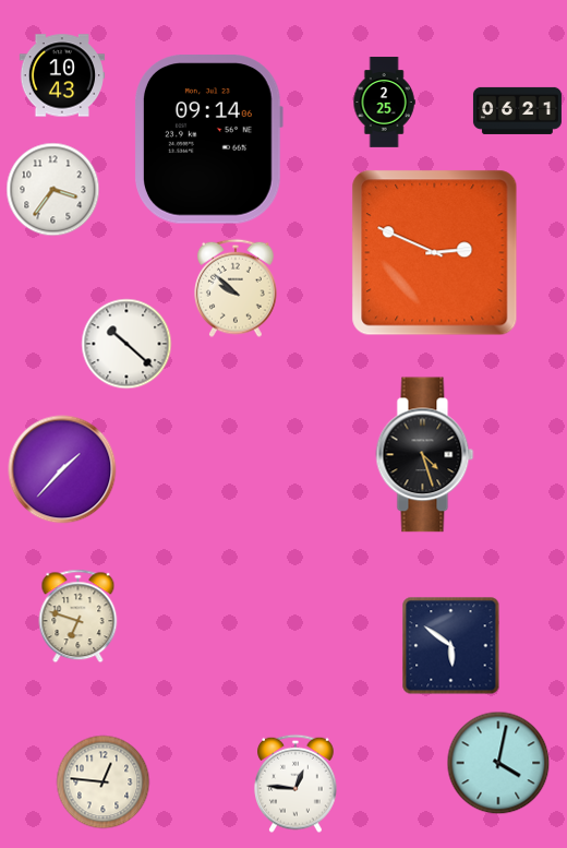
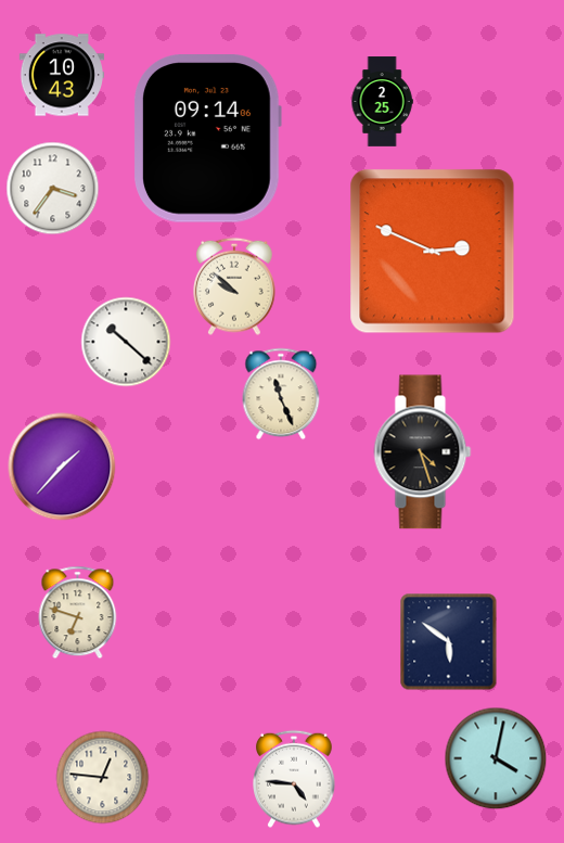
clock at (517, 110): 06:21 -> none
clock at (281, 394): none -> 11:26
clock at (297, 784): 12:46 -> 4:46
